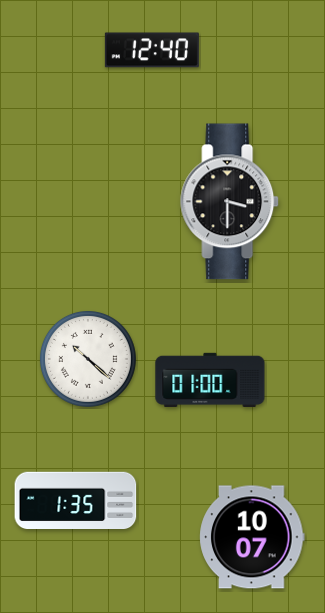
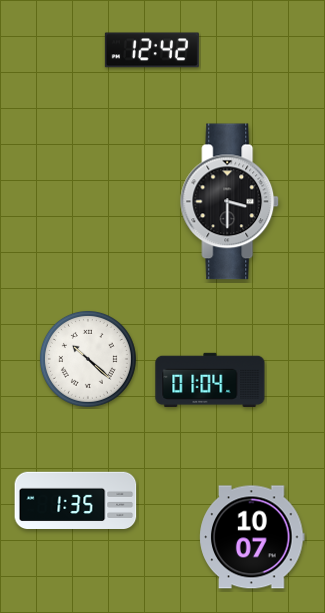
clock at (152, 50): 12:40 -> 12:42
clock at (210, 380): 01:00 -> 01:04
